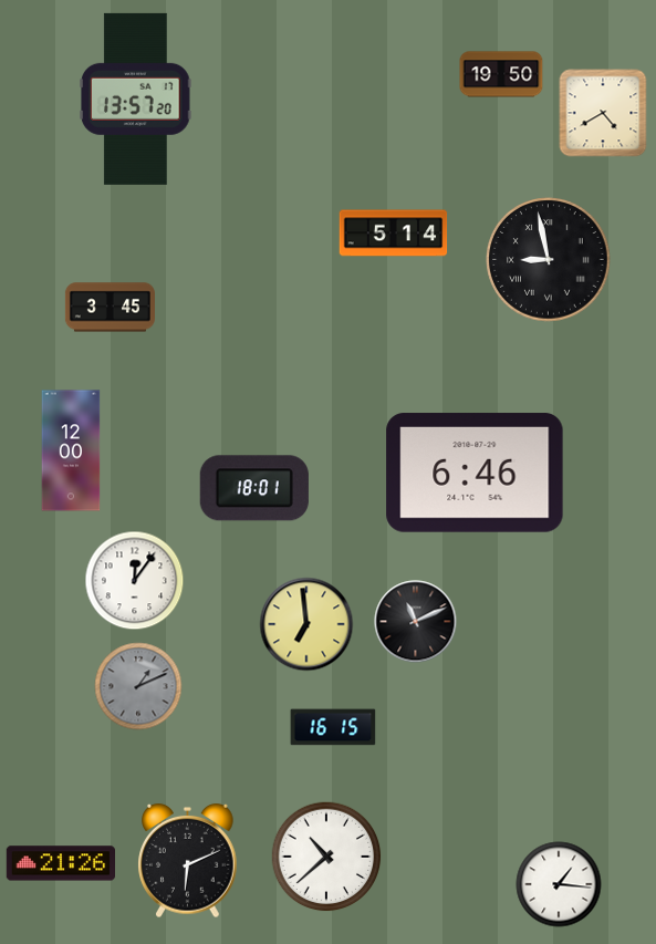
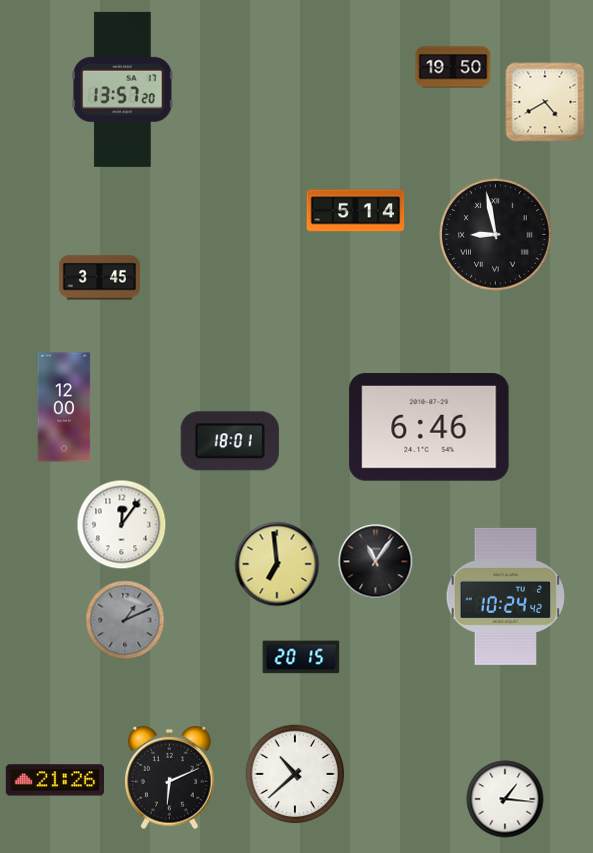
clock at (416, 622): 11:11 -> 11:06
clock at (505, 596): none -> 10:24
clock at (333, 727): 16:15 -> 20:15
